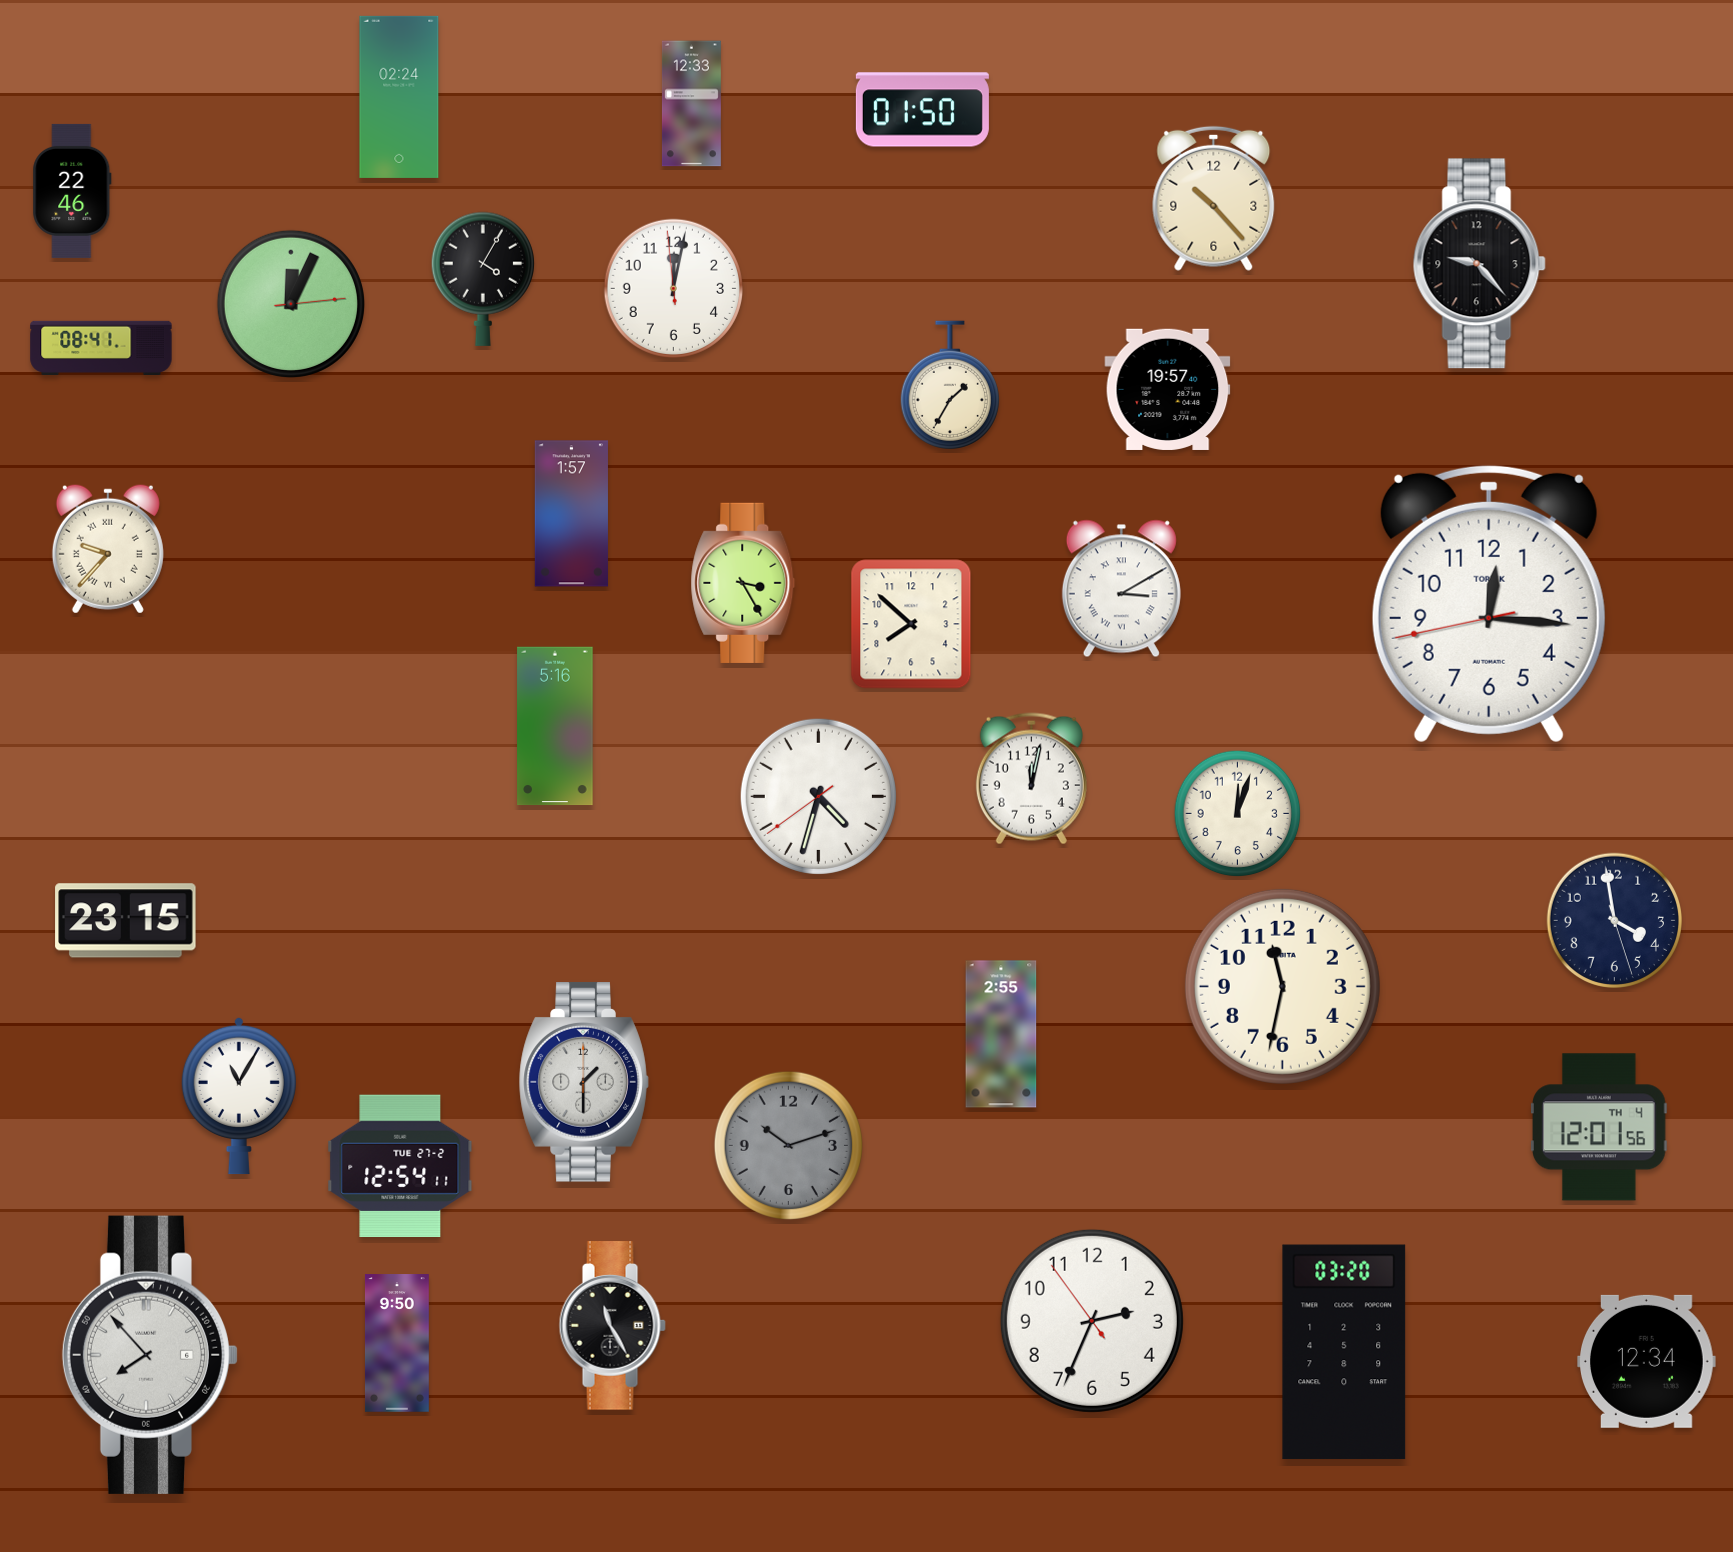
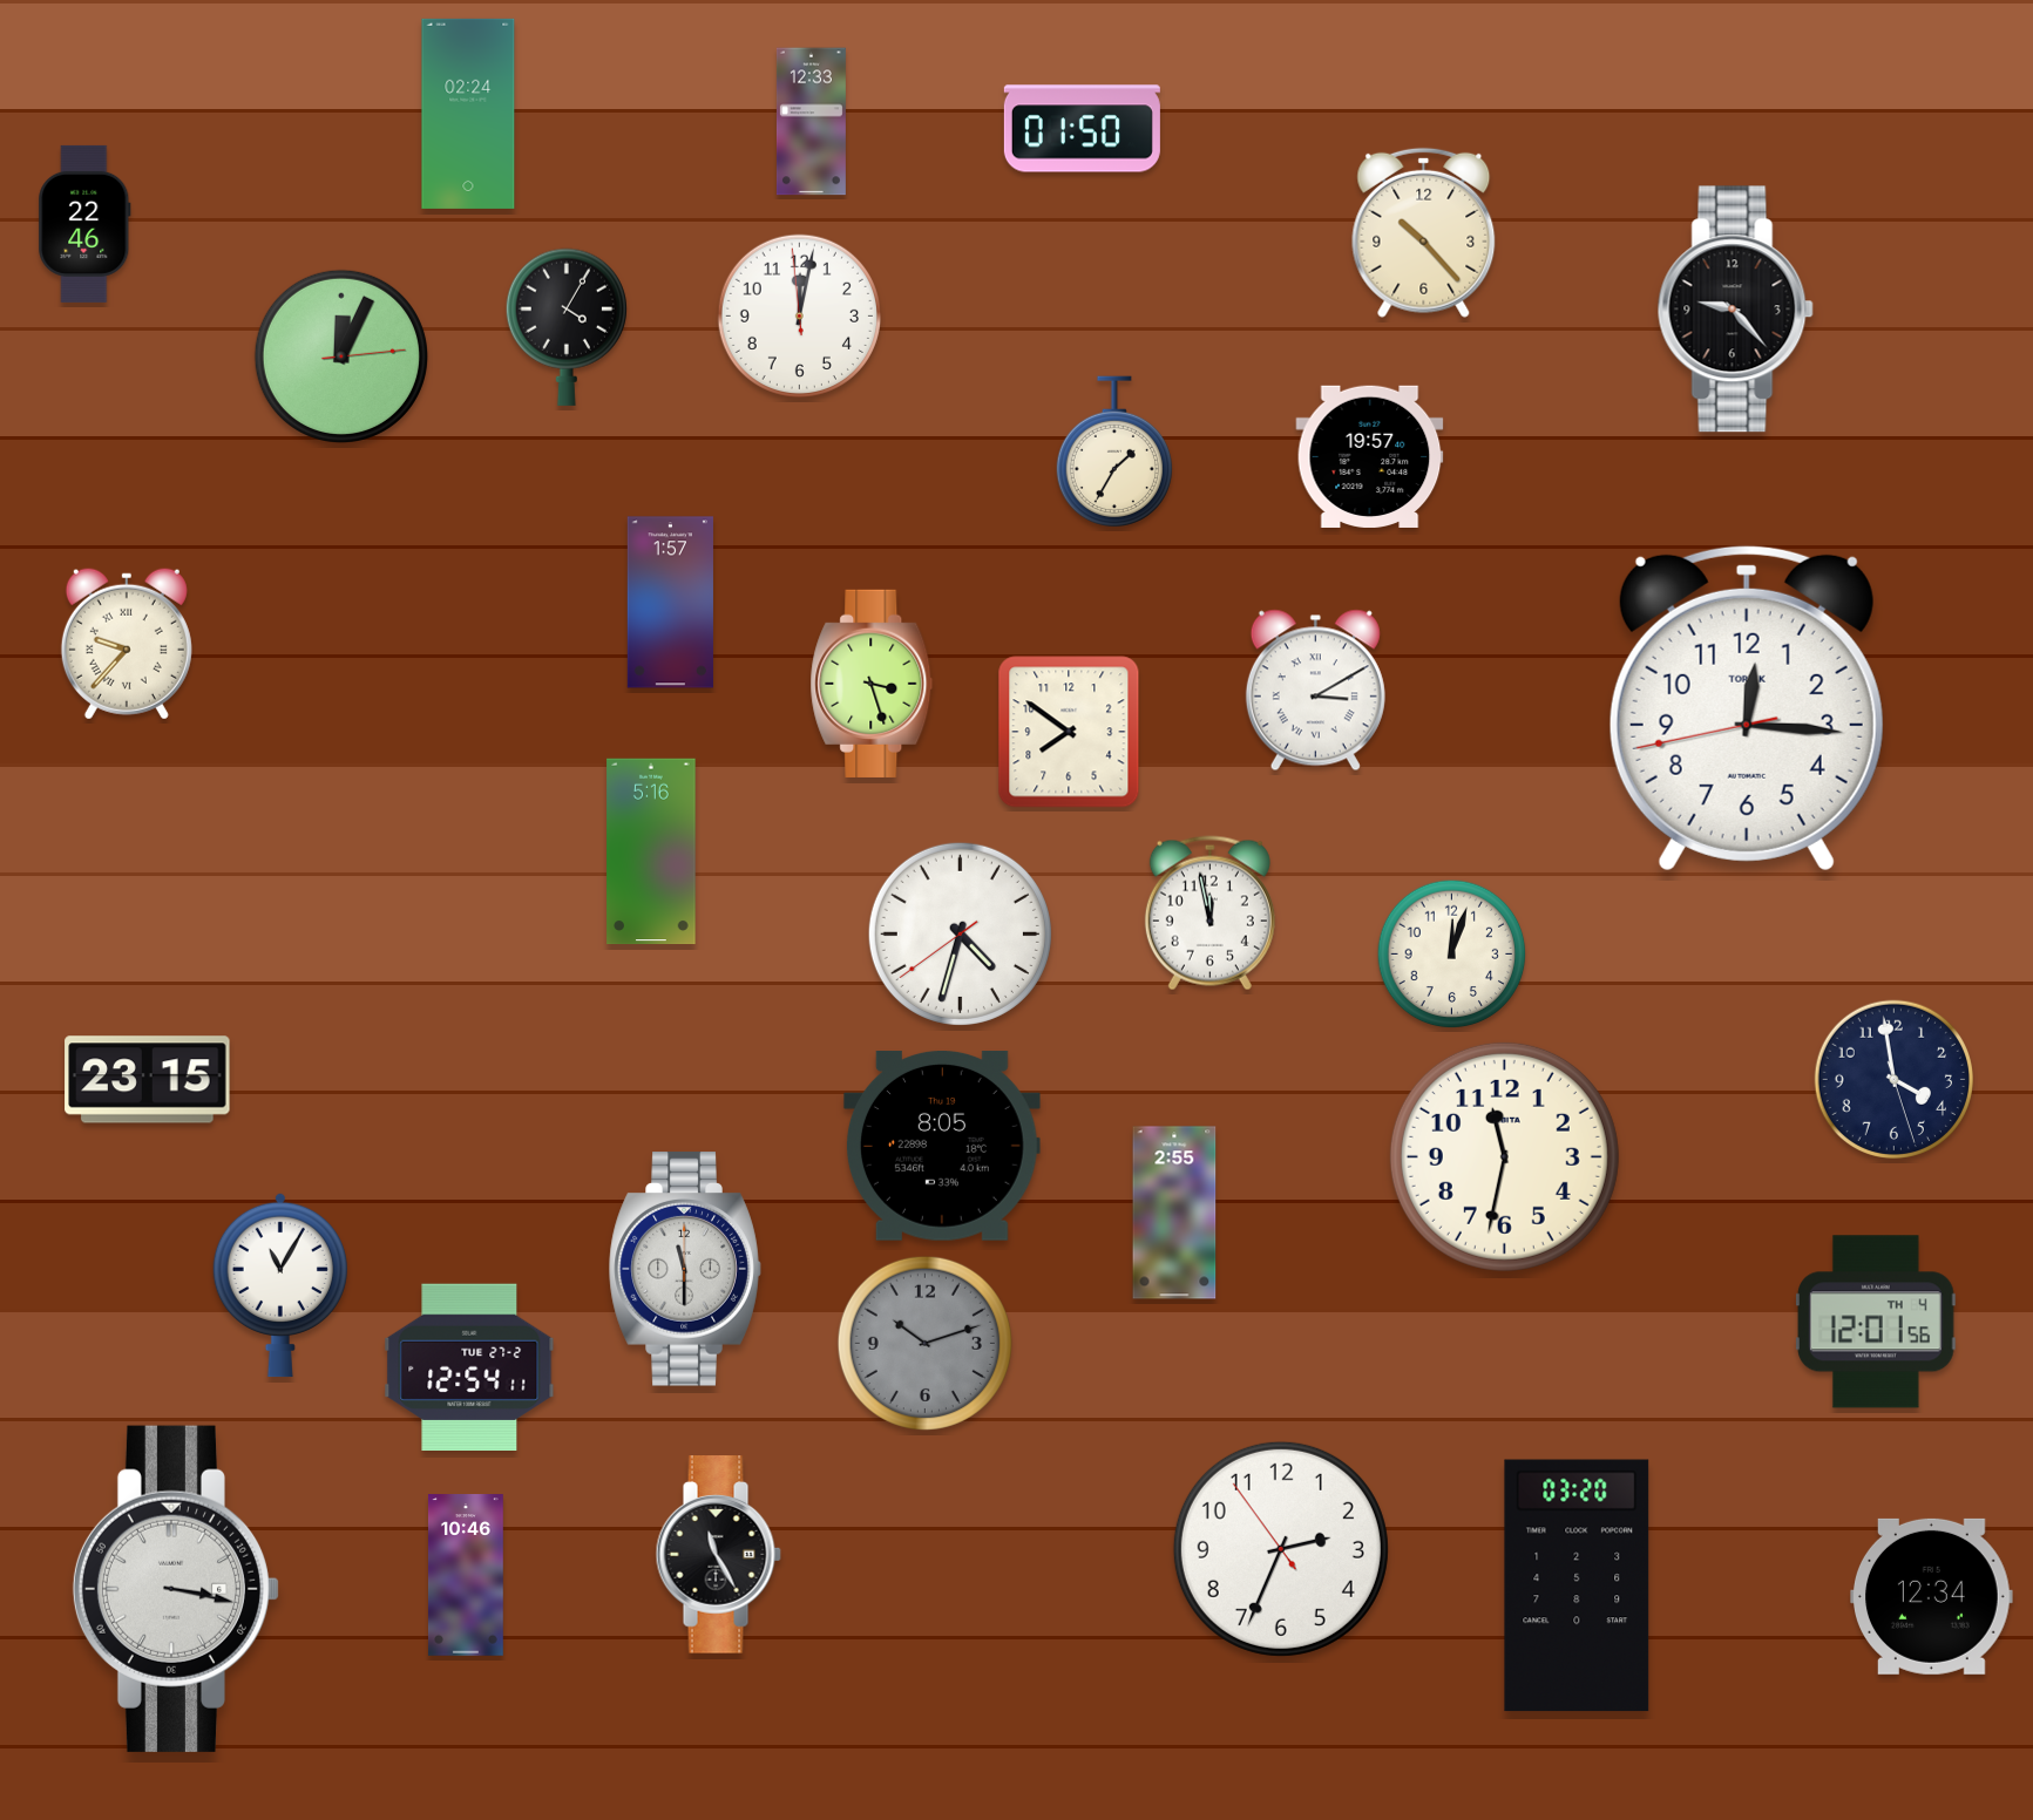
clock at (673, 288) position: (673, 288) -> (799, 315)
clock at (101, 347): 08:41 -> none
clock at (743, 583): 3:25 -> 3:27
clock at (911, 624): 7:52 -> 7:51
clock at (1031, 779): 12:02 -> 11:58
clock at (942, 1147): none -> 8:05
clock at (584, 1082): 1:30 -> 11:30
clock at (397, 1343): 9:50 -> 10:46
clock at (149, 1355): 7:53 -> 3:17
